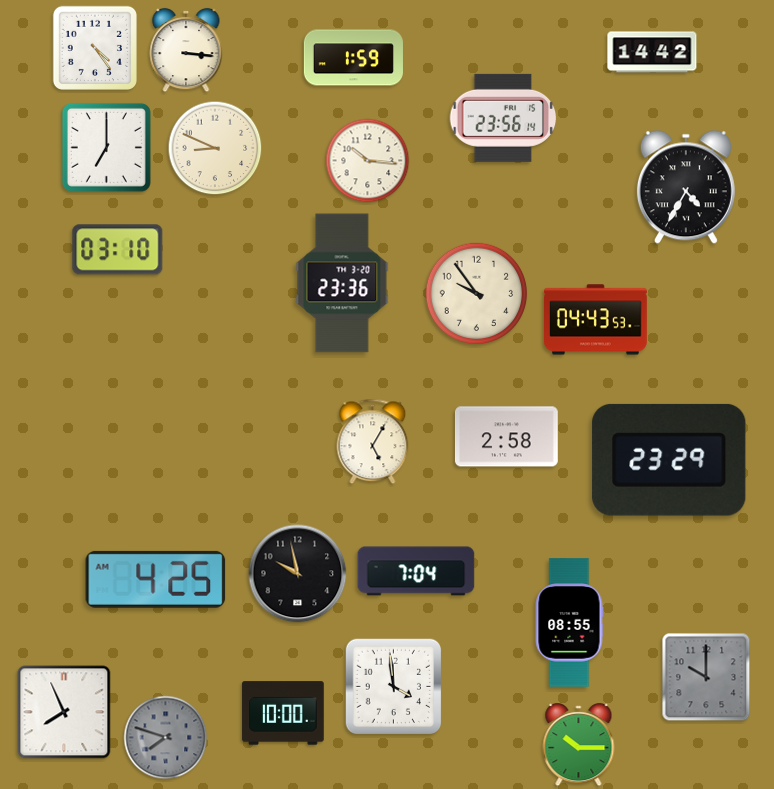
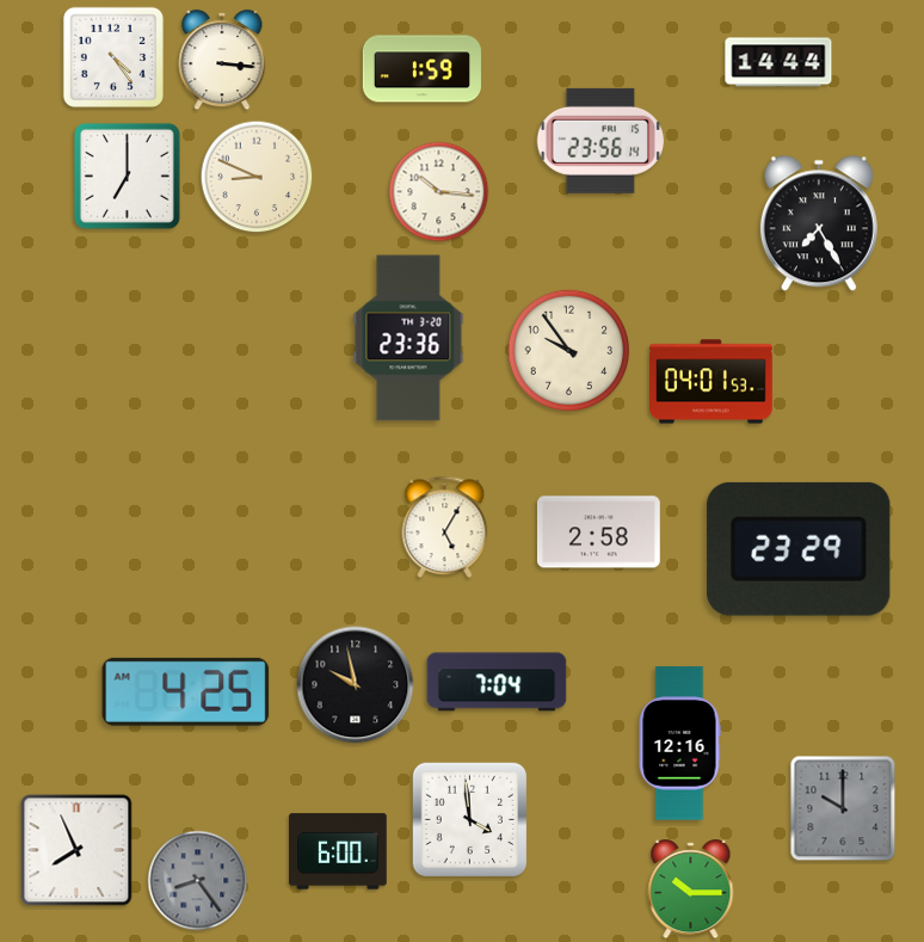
clock at (652, 52): 14:42 -> 14:44
clock at (686, 187): 4:35 -> 7:25
clock at (118, 250): 03:10 -> none
clock at (596, 320): 04:43 -> 04:01
clock at (506, 437) position: (506, 437) -> (598, 532)
clock at (569, 623): 08:55 -> 12:16
clock at (283, 713): 10:00 -> 6:00
clock at (166, 738): 7:48 -> 8:24
